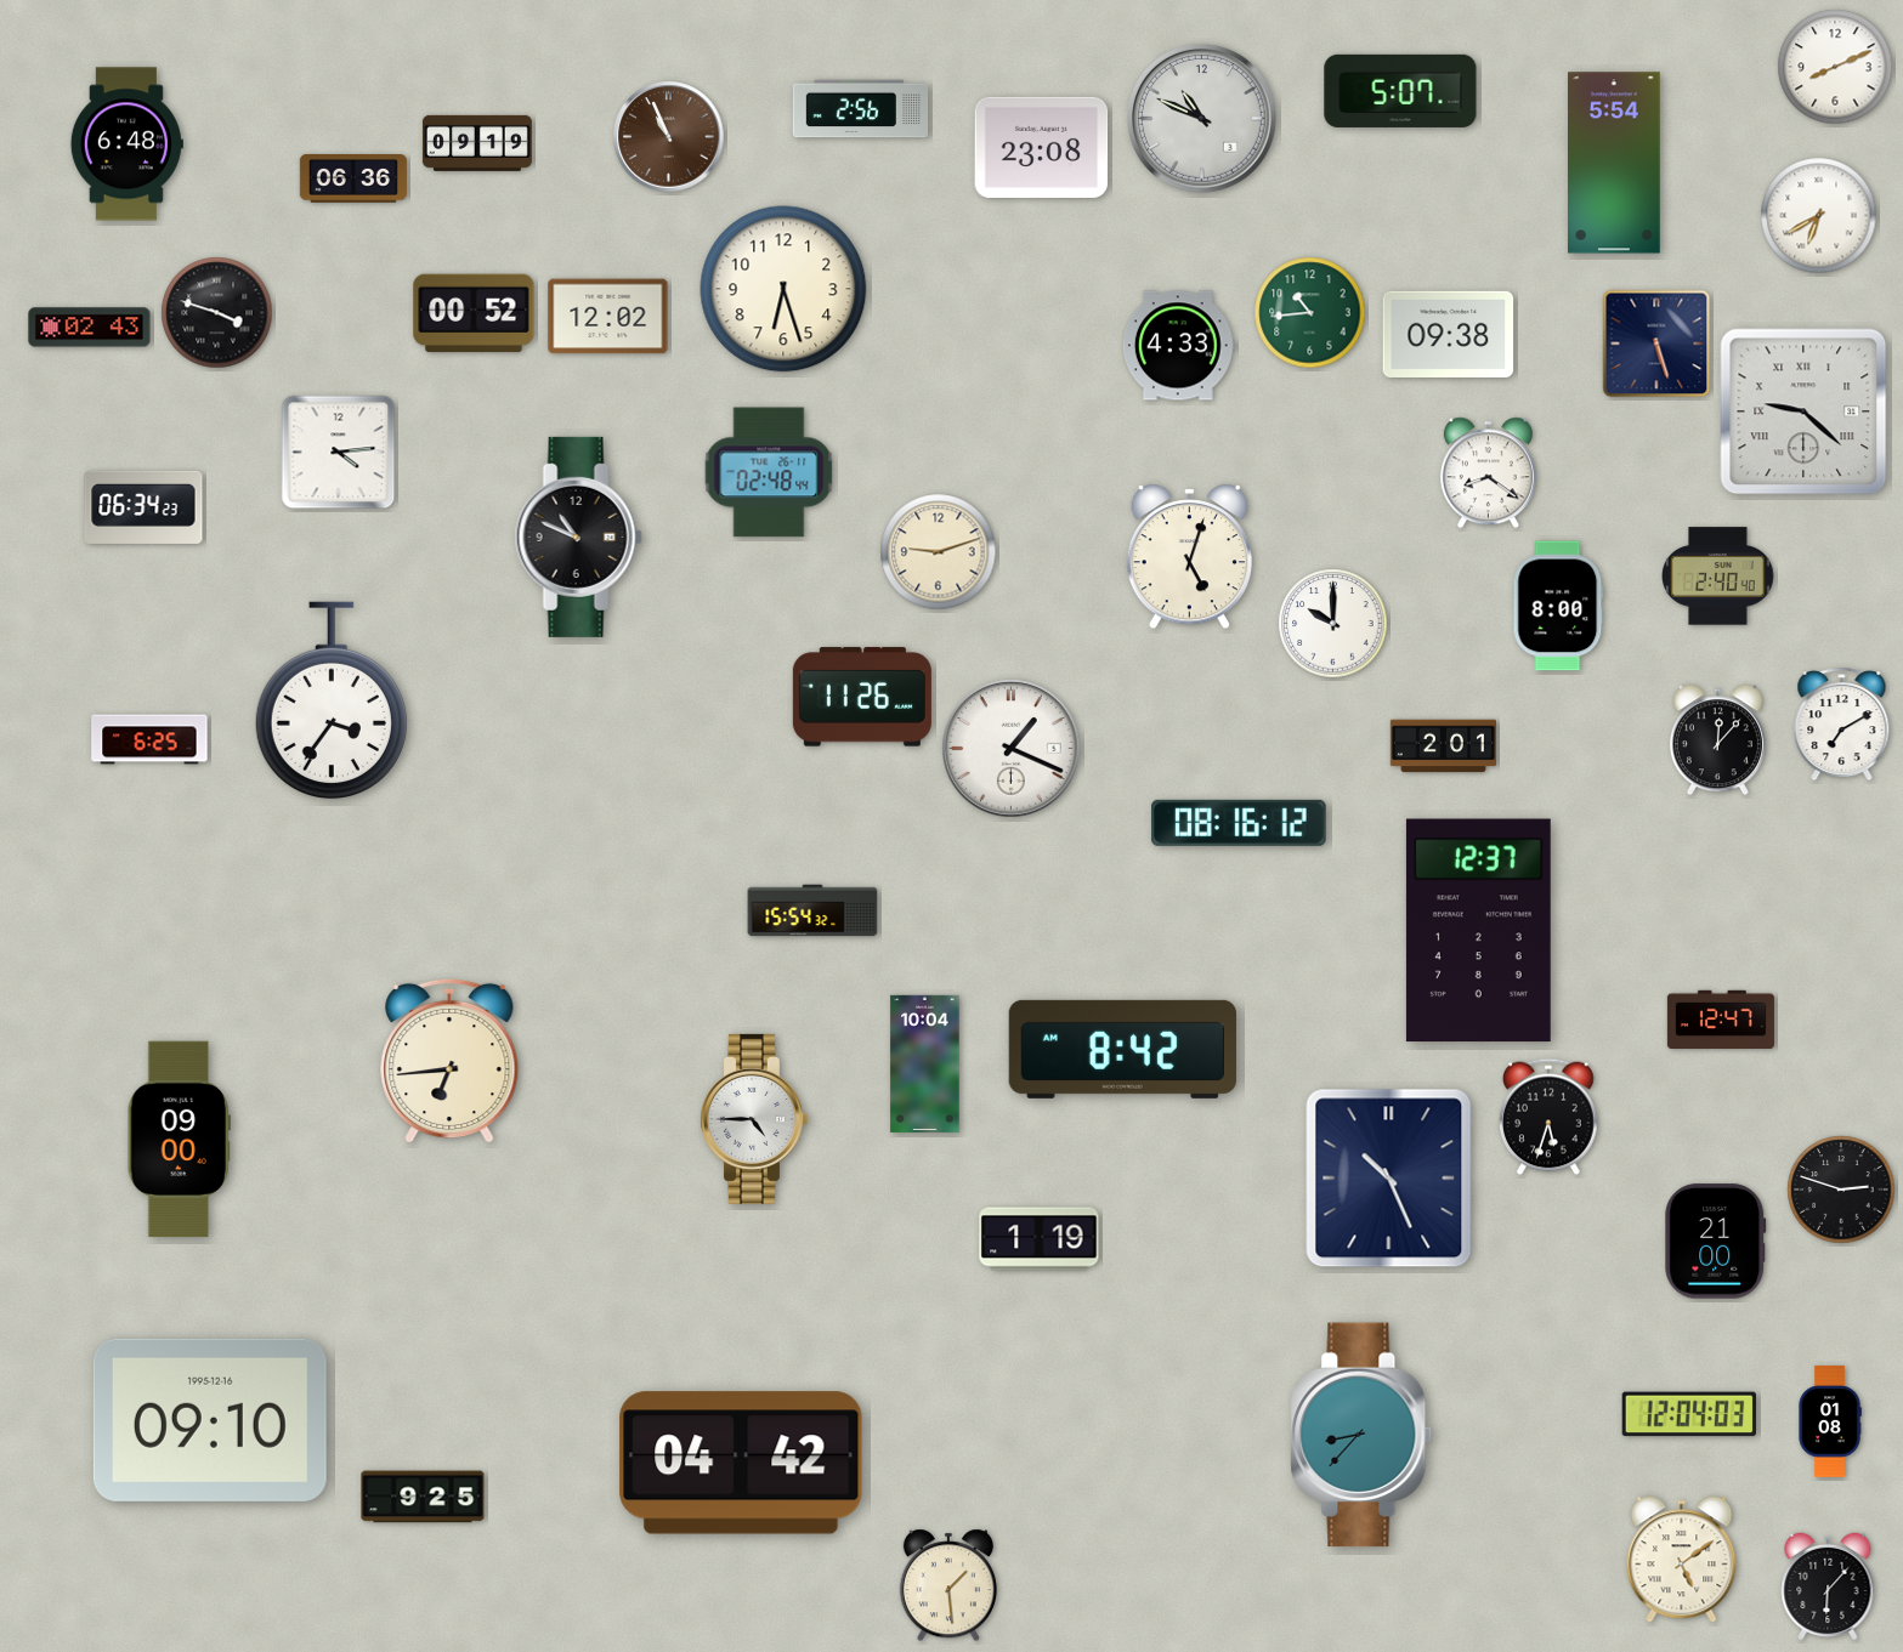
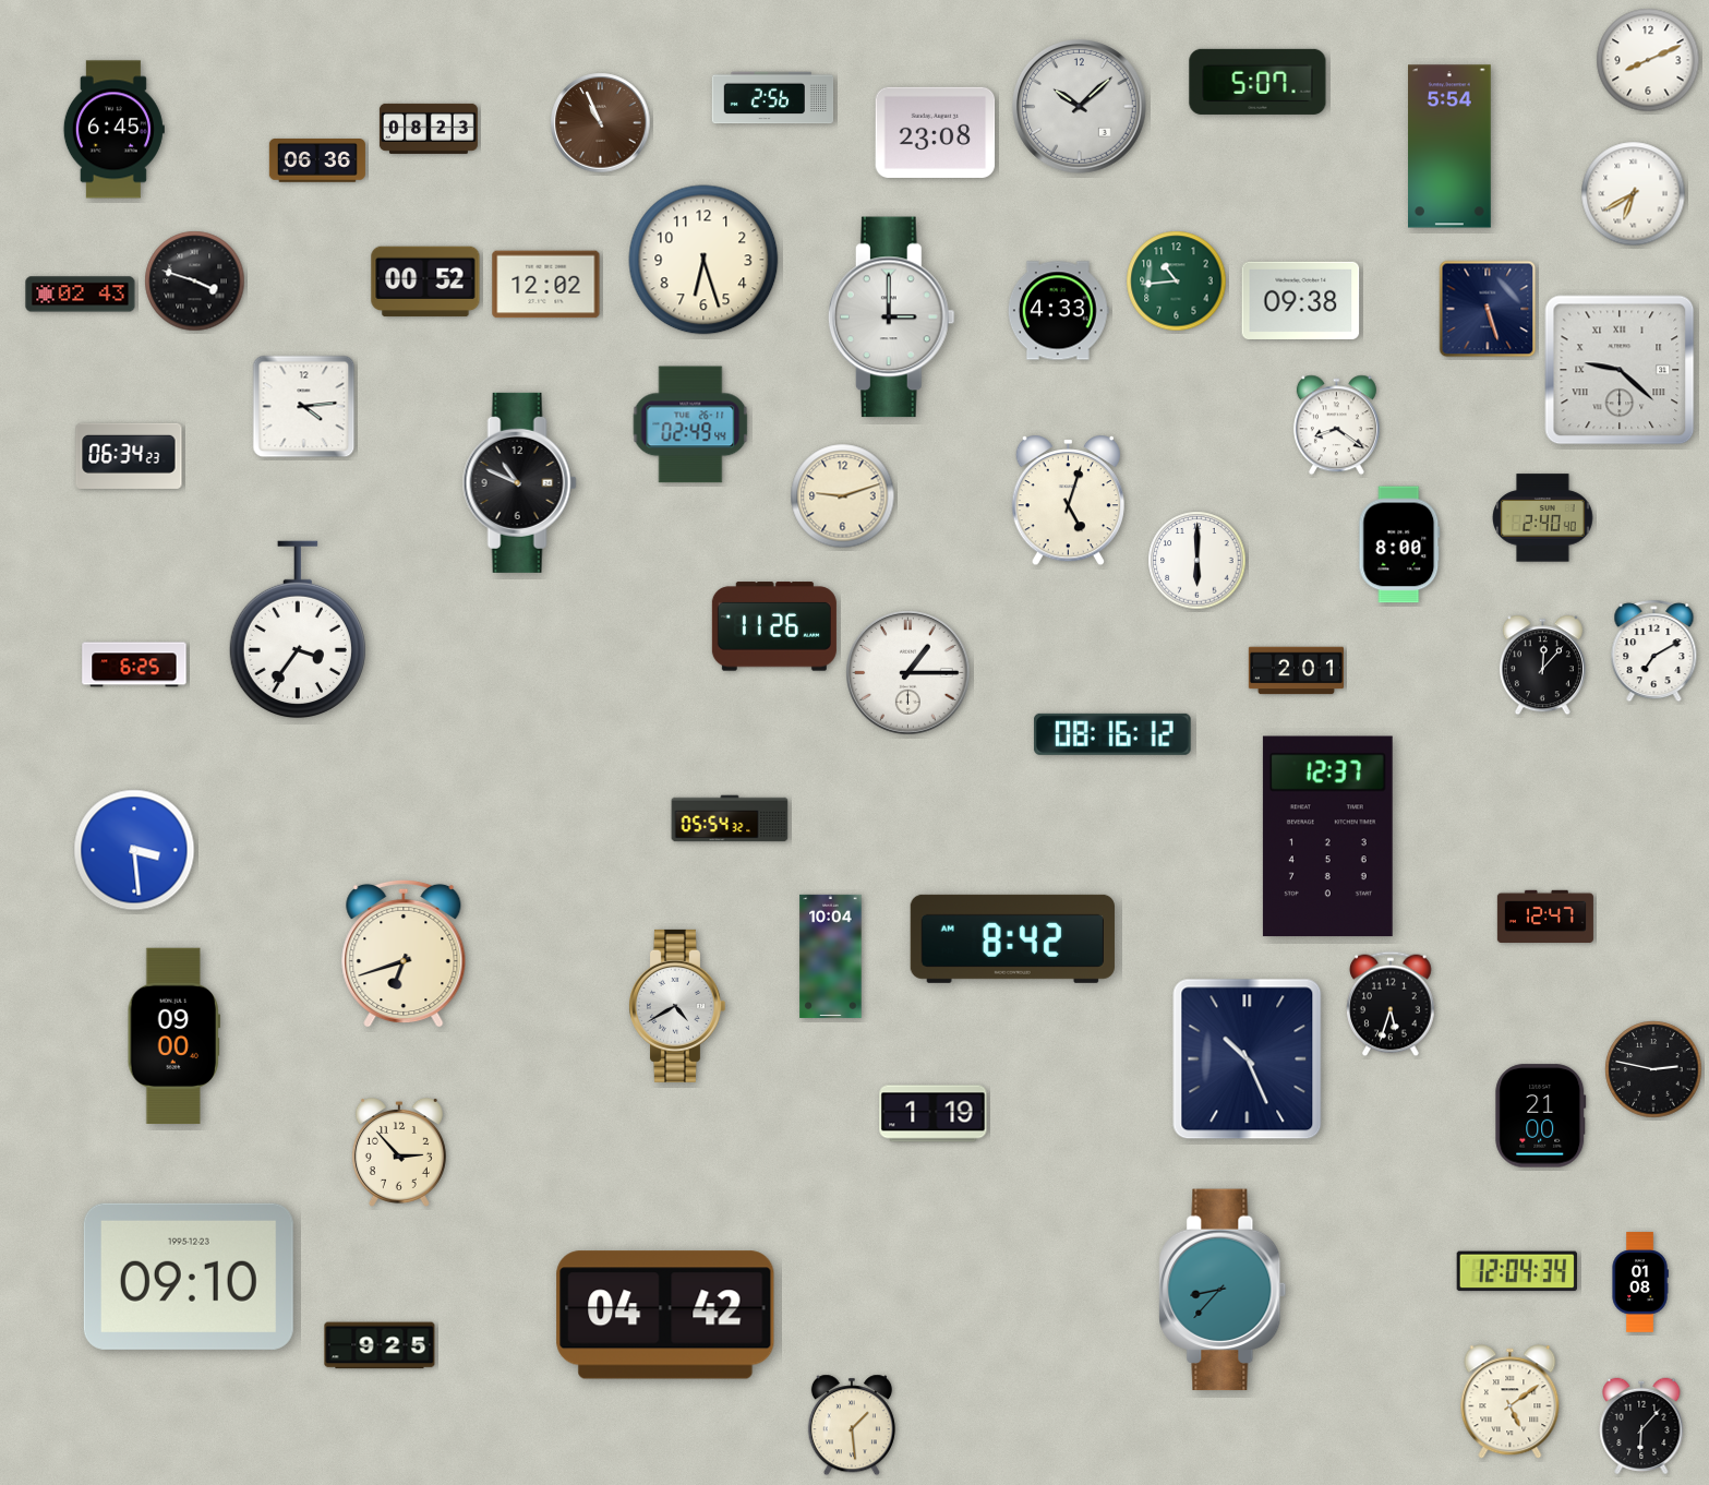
clock at (1202, 119): 10:49 -> 10:08
clock at (477, 143): 09:19 -> 08:23
clock at (126, 144): 6:48 -> 6:45
clock at (891, 318): none -> 3:00
clock at (769, 472): 02:48 -> 02:49
clock at (1333, 624): 10:00 -> 6:00
clock at (1012, 749): 1:19 -> 1:15
clock at (1239, 823) position: (1239, 823) -> (1112, 734)
clock at (812, 910): 15:54 -> 05:54
clock at (134, 850): none -> 3:29
clock at (1122, 1049) position: (1122, 1049) -> (1012, 938)
clock at (449, 1061): 6:44 -> 6:42
clock at (753, 1119): 4:45 -> 4:40
clock at (179, 1140) position: (179, 1140) -> (173, 1037)
clock at (1841, 1190): 2:48 -> 2:47
clock at (399, 1152): none -> 2:53
clock at (1689, 1414): 12:04:03 -> 12:04:34
clock at (210, 1420) date: 1995-12-16 -> 1995-12-23
clock at (1830, 1421) position: (1830, 1421) -> (1640, 1282)
